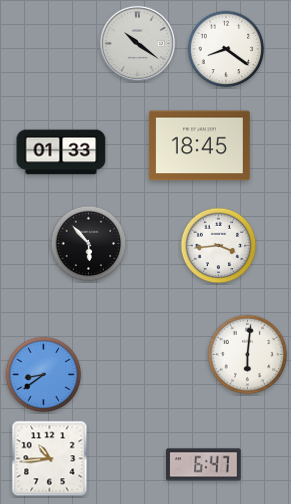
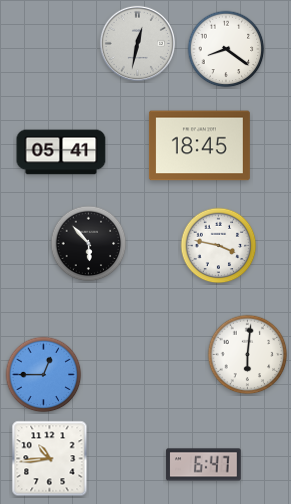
clock at (137, 43): 10:21 -> 12:32
clock at (61, 152): 01:33 -> 05:41
clock at (219, 246): 3:44 -> 3:47
clock at (44, 375): 8:39 -> 12:45
